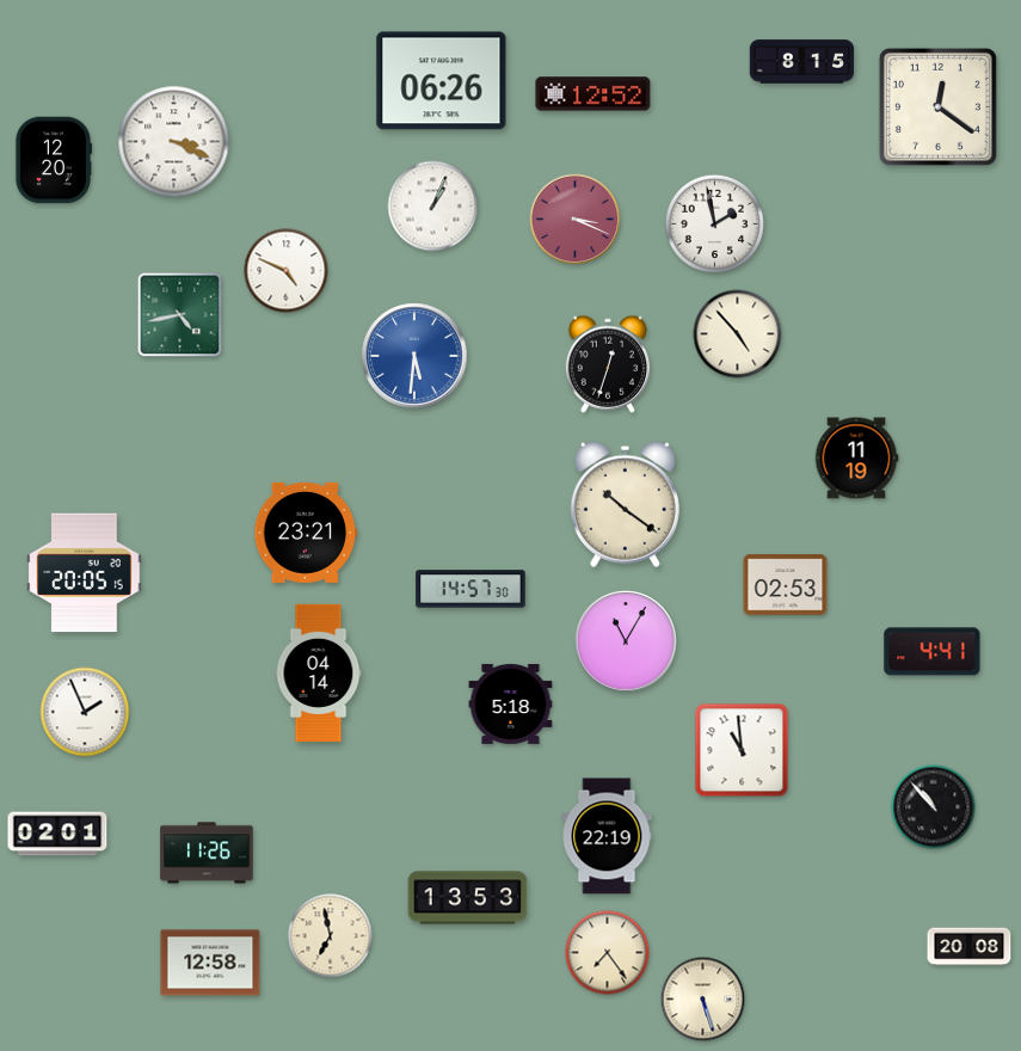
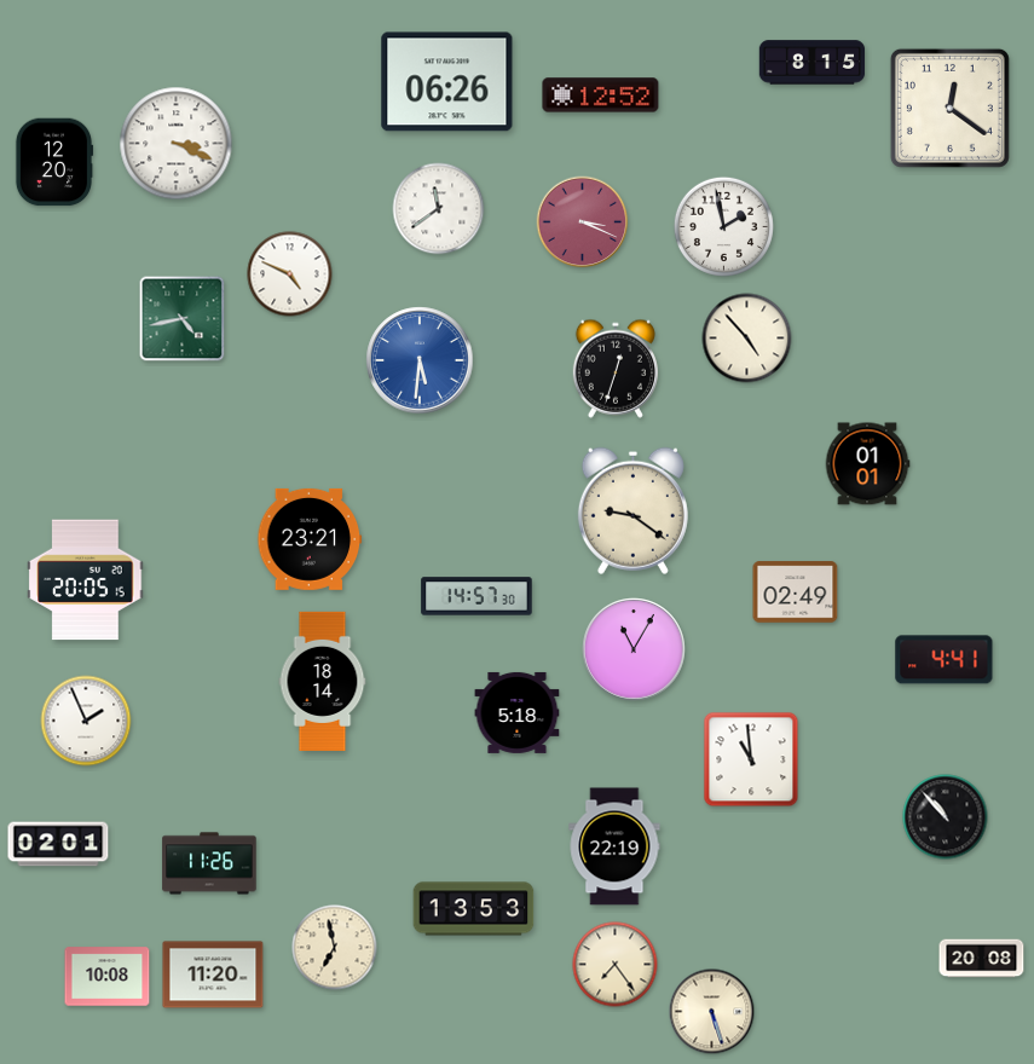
clock at (433, 207): 1:04 -> 11:39
clock at (856, 459): 11:19 -> 01:01
clock at (625, 504): 10:21 -> 9:21
clock at (786, 585): 02:53 -> 02:49
clock at (319, 672): 04:14 -> 18:14
clock at (210, 963): 12:58 -> 11:20
clock at (108, 977): none -> 10:08
